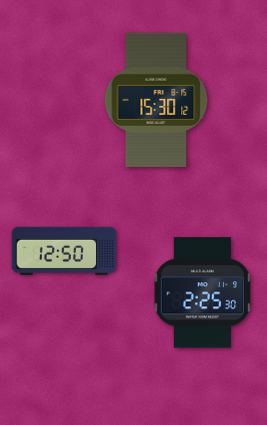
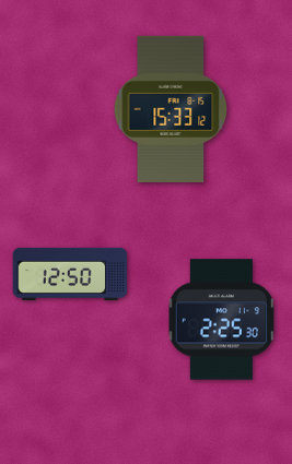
clock at (156, 100): 15:30 -> 15:33
